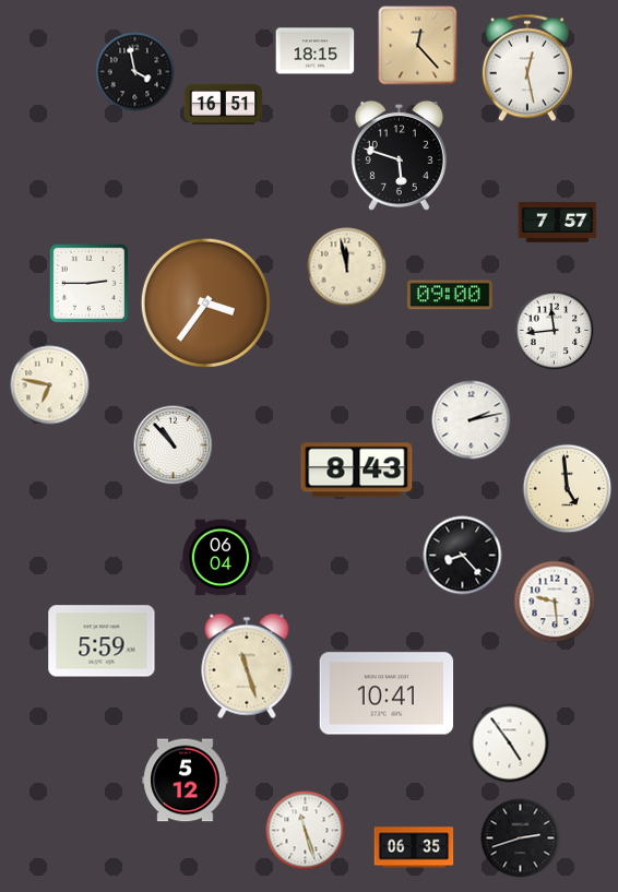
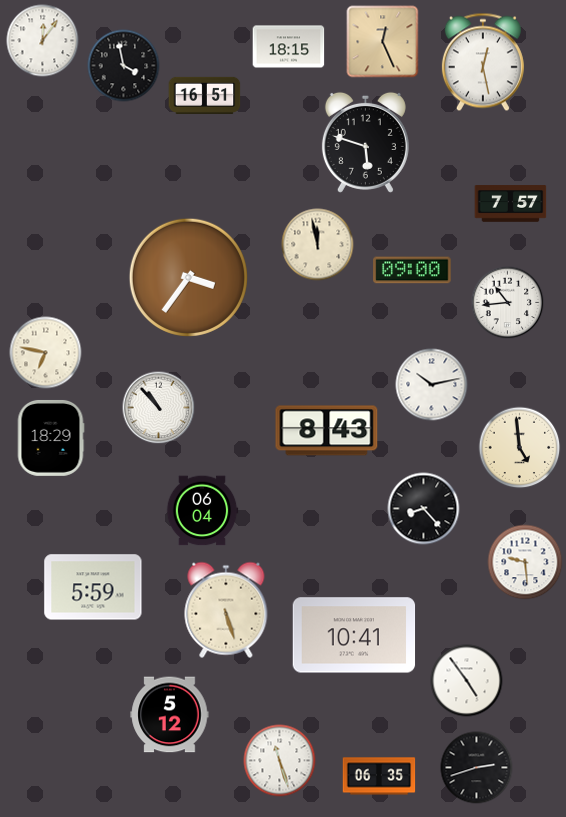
clock at (43, 41): none -> 12:06
clock at (418, 46): 12:23 -> 12:26
clock at (88, 283): 2:45 -> none
clock at (555, 331): 11:44 -> 10:44
clock at (472, 420): 2:13 -> 10:13
clock at (51, 438): none -> 18:29
clock at (555, 602) position: (555, 602) -> (525, 562)
clock at (247, 666): 11:27 -> 5:27
